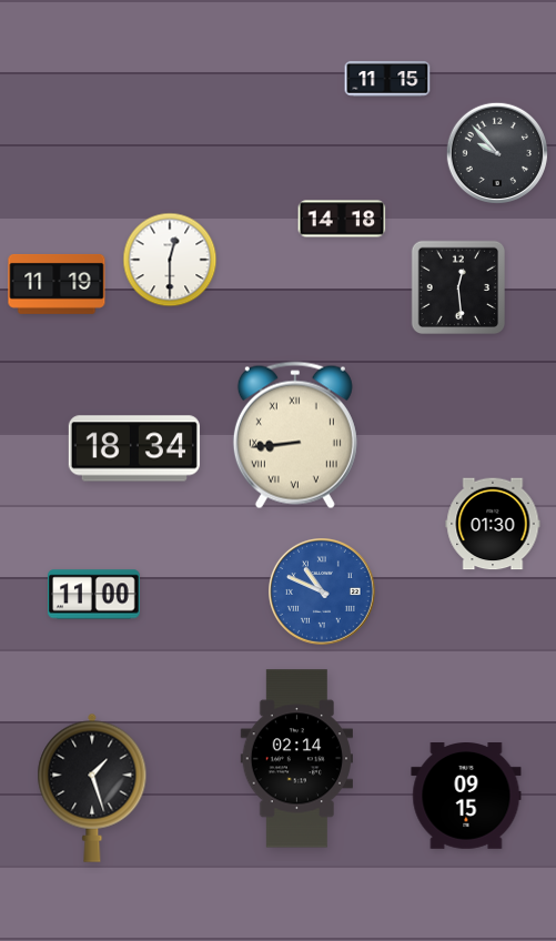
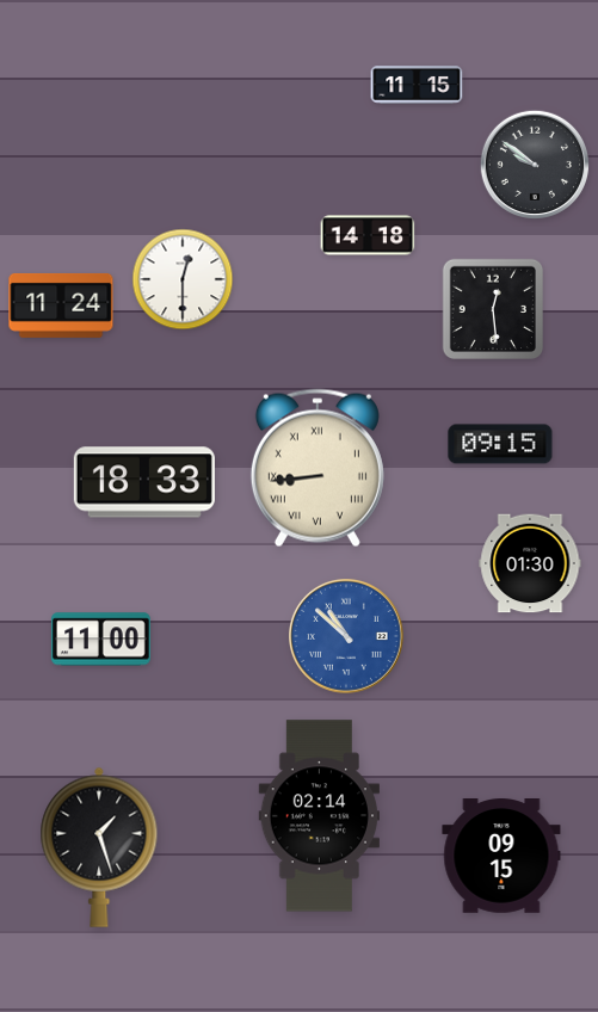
clock at (496, 152): 9:53 -> 9:51
clock at (57, 284): 11:19 -> 11:24
clock at (500, 444): none -> 09:15
clock at (134, 448): 18:34 -> 18:33
clock at (323, 593): 10:49 -> 10:52
